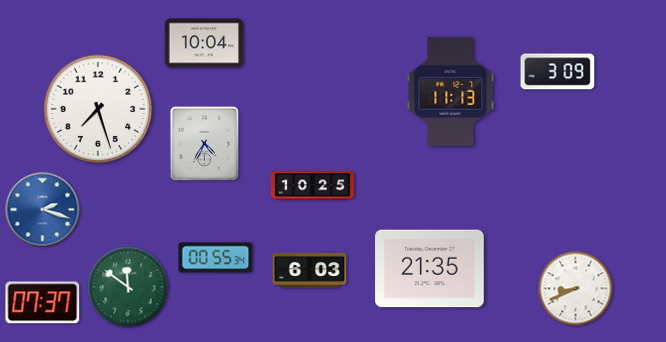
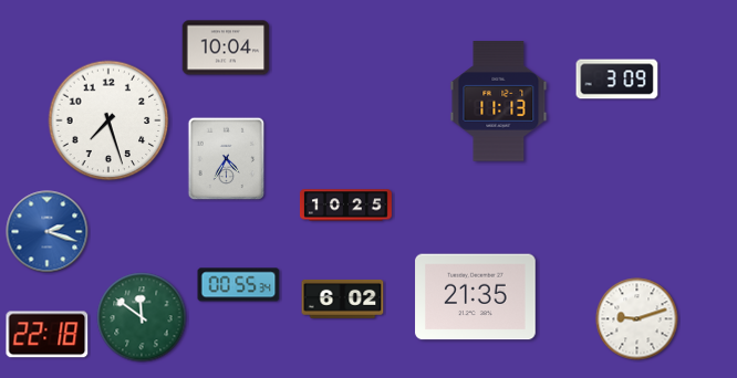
clock at (310, 270): 6:03 -> 6:02
clock at (576, 289): 8:41 -> 9:12
clock at (43, 303): 07:37 -> 22:18
